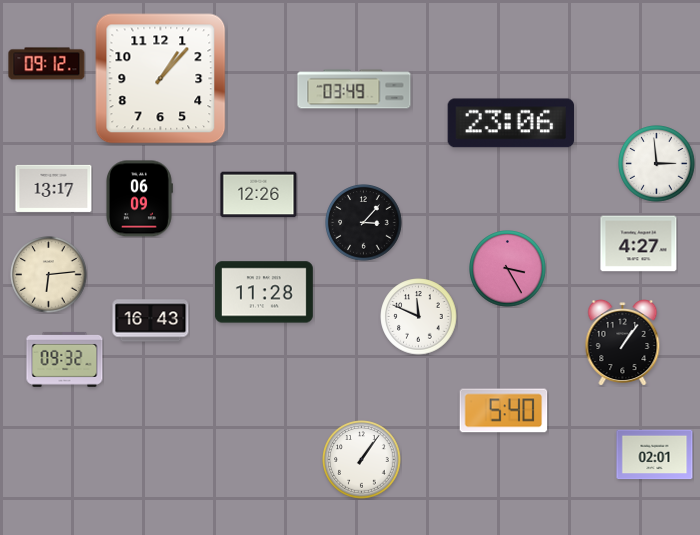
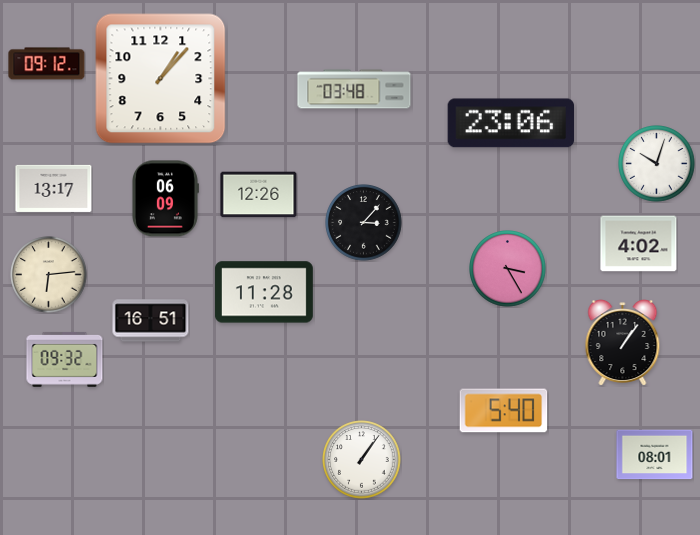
clock at (354, 89): 03:49 -> 03:48
clock at (657, 164): 2:59 -> 10:03
clock at (139, 199) position: (139, 199) -> (165, 199)
clock at (639, 244): 4:27 -> 4:02
clock at (419, 317): 11:49 -> none
clock at (151, 321): 16:43 -> 16:51
clock at (655, 455): 02:01 -> 08:01
